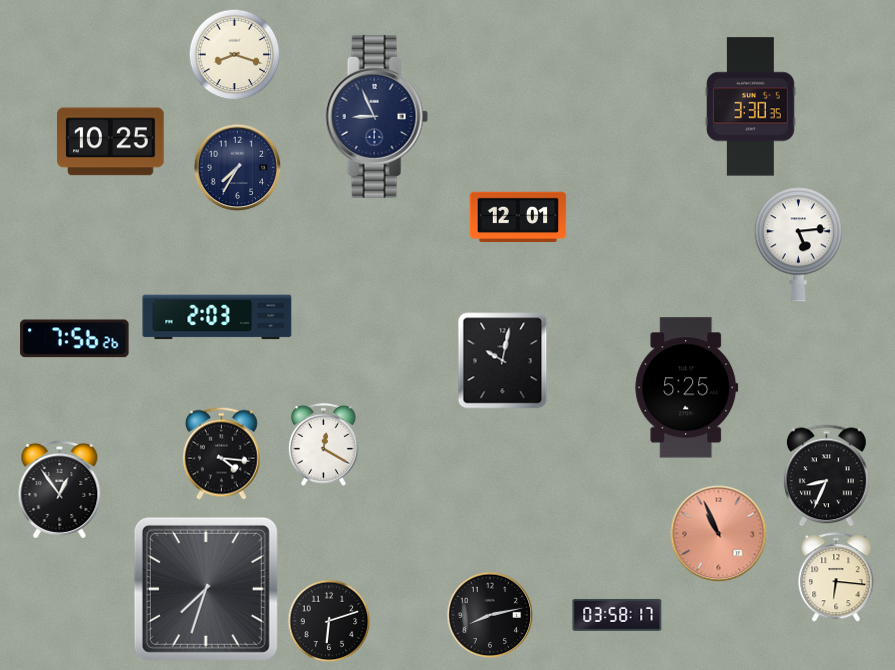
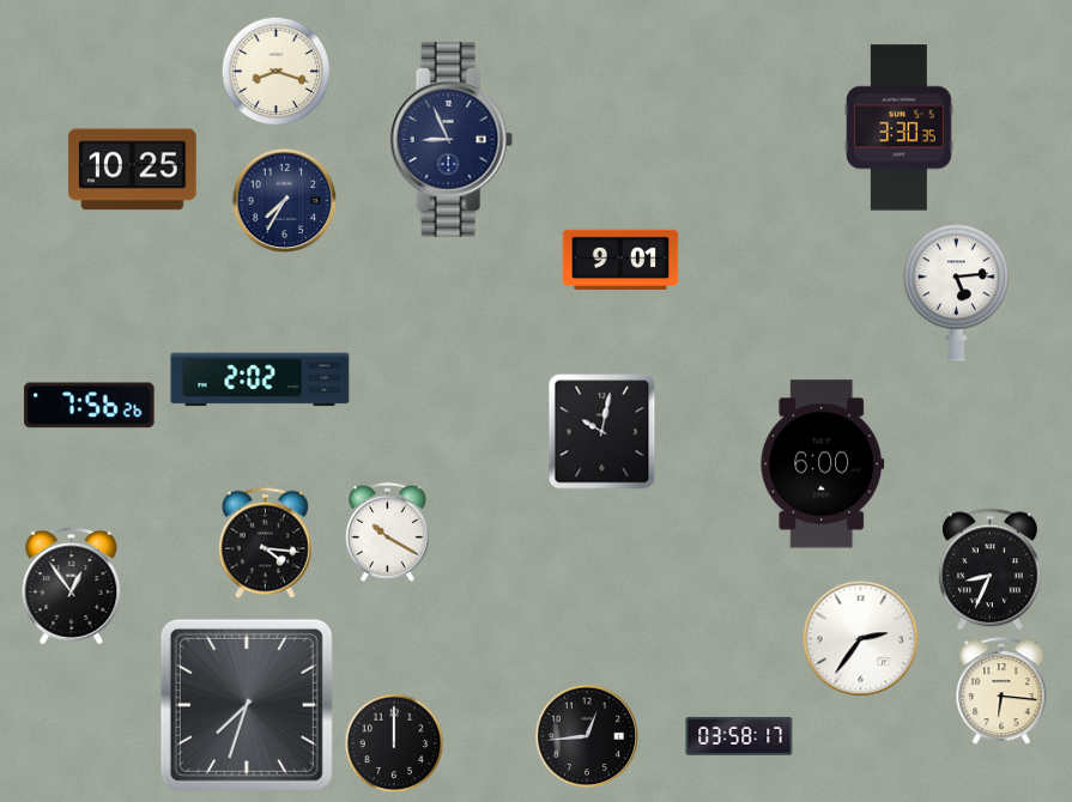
clock at (235, 55) position: (235, 55) -> (277, 72)
clock at (518, 217): 12:01 -> 9:01
clock at (217, 317): 2:03 -> 2:02
clock at (687, 388): 5:25 -> 6:00
clock at (323, 444): 12:20 -> 10:20
clock at (719, 534): 10:56 -> 2:36
clock at (719, 534) dial: salmon -> white
clock at (490, 615): 8:13 -> 12:44
clock at (329, 621): 6:12 -> 12:00
